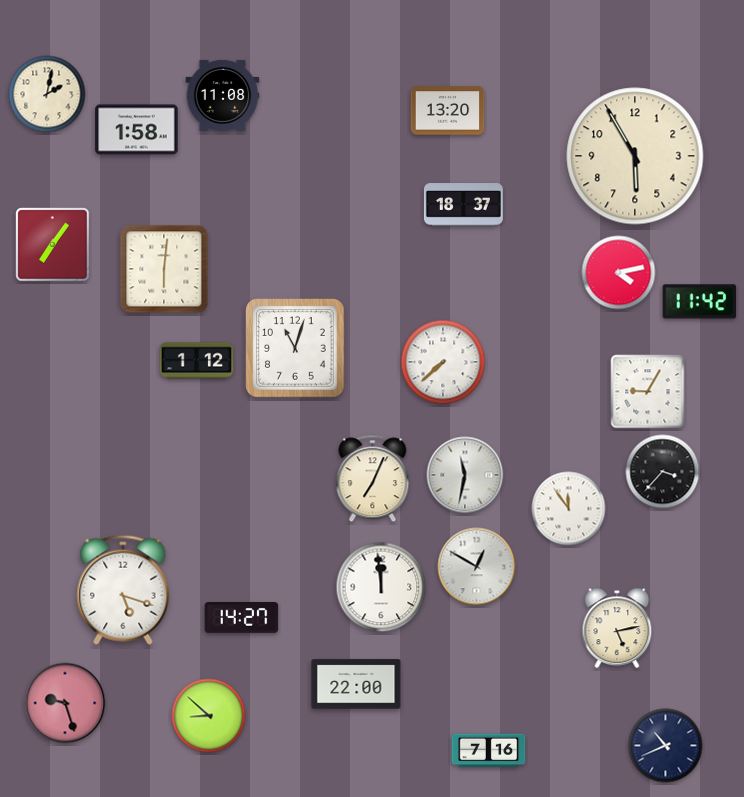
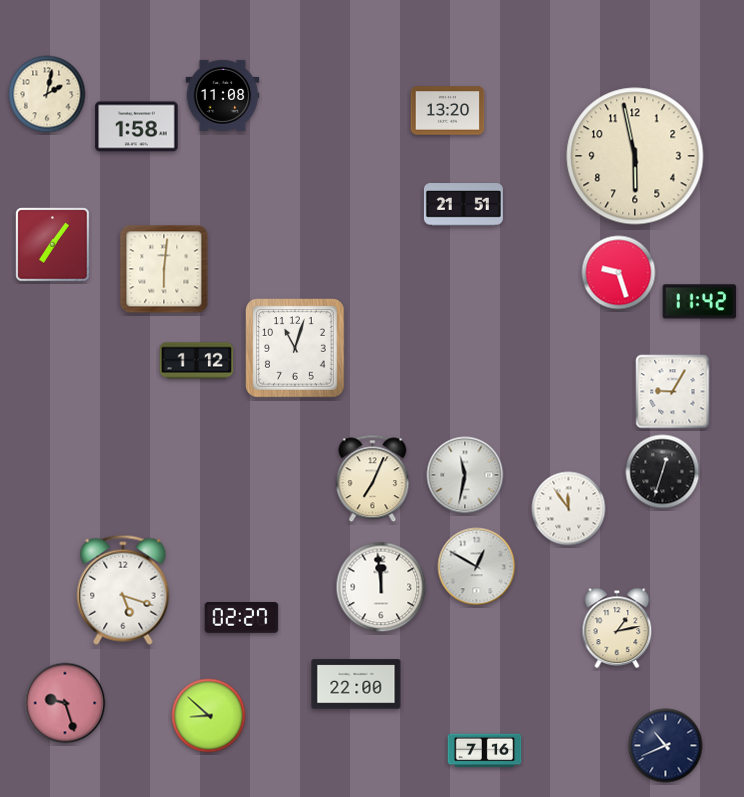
clock at (137, 130) position: (137, 130) -> (137, 127)
clock at (635, 156): 5:55 -> 5:58
clock at (463, 205): 18:37 -> 21:51
clock at (619, 273): 4:13 -> 9:27
clock at (443, 362): 7:38 -> none
clock at (648, 392) position: (648, 392) -> (673, 392)
clock at (663, 472): 3:37 -> 12:33
clock at (242, 618): 14:27 -> 02:27
clock at (617, 628): 5:13 -> 1:13
clock at (489, 751) position: (489, 751) -> (485, 751)
